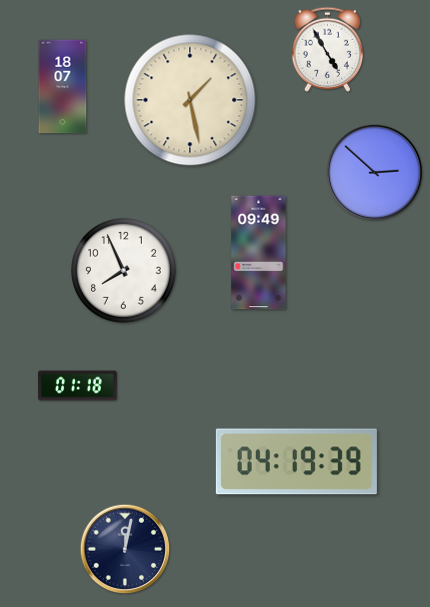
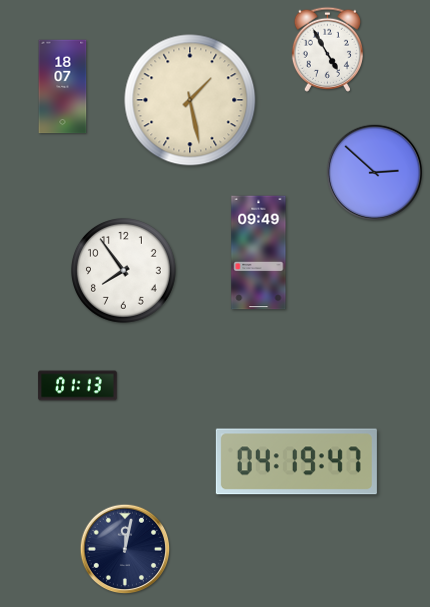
clock at (124, 271): 7:56 -> 7:54
clock at (78, 386): 01:18 -> 01:13
clock at (296, 462): 04:19:39 -> 04:19:47
